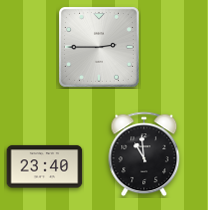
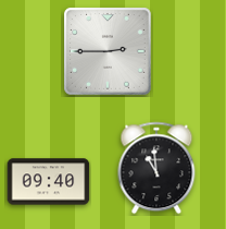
clock at (45, 167): 23:40 -> 09:40
